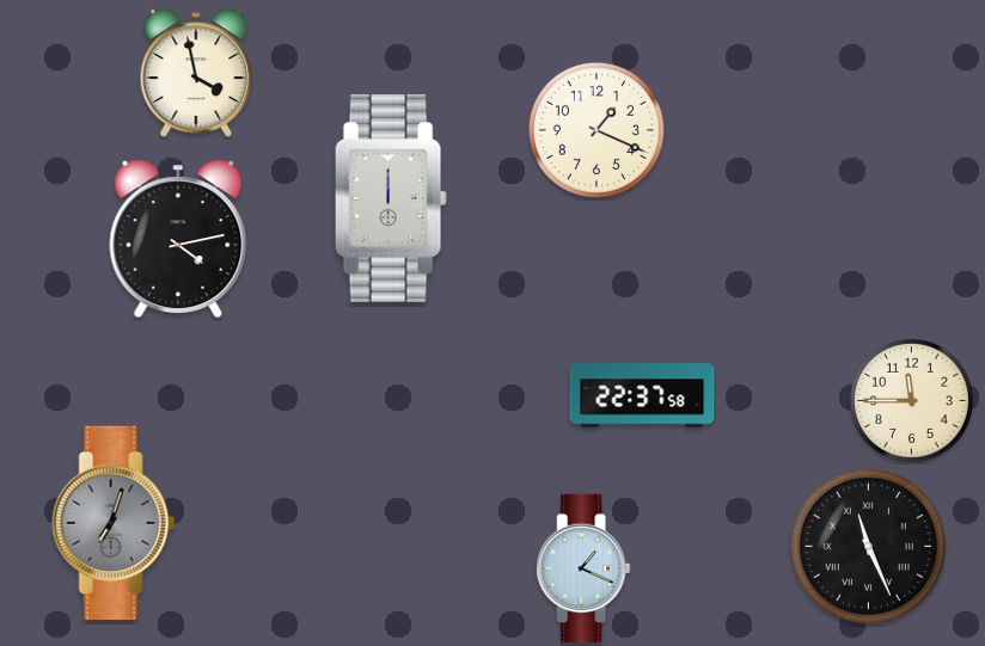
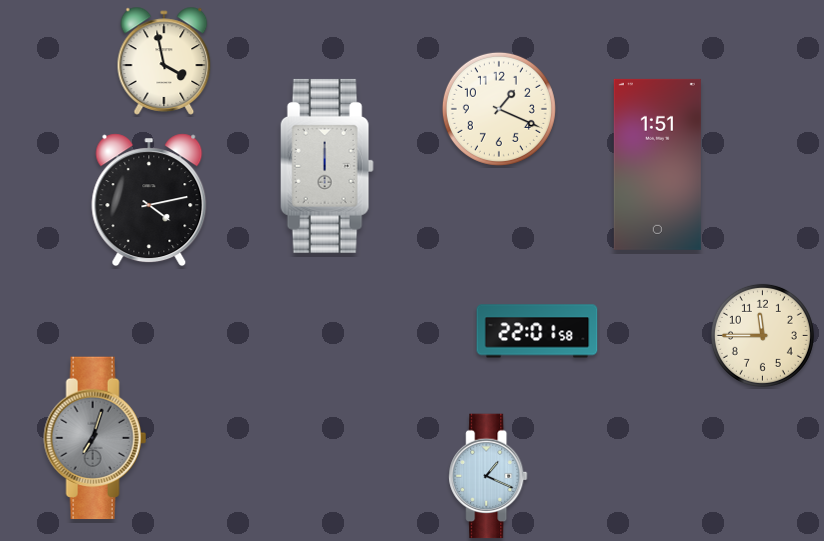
clock at (657, 164): none -> 1:51
clock at (642, 395): 22:37 -> 22:01
clock at (868, 546): 11:26 -> none
